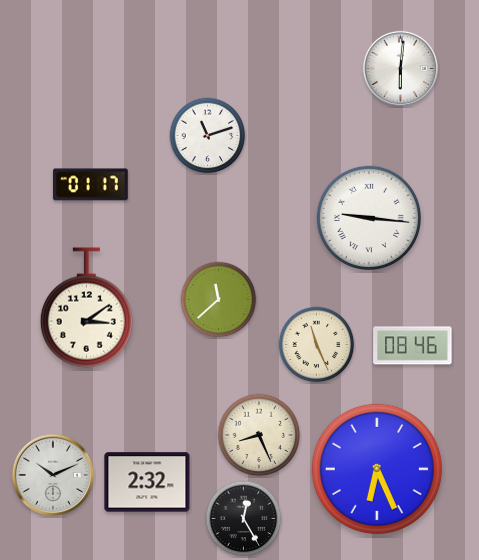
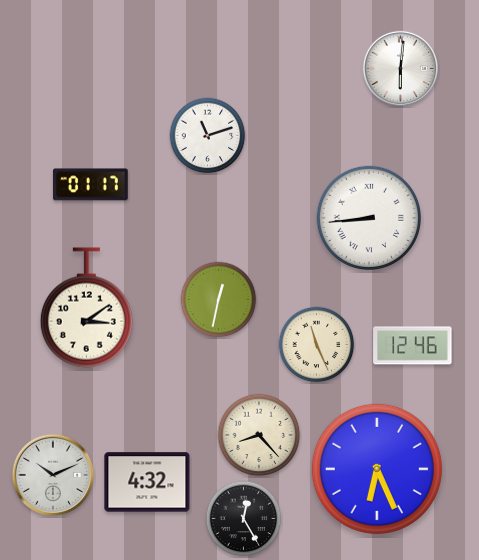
clock at (368, 217): 9:16 -> 8:44
clock at (219, 300): 11:38 -> 12:32
clock at (413, 346): 08:46 -> 12:46
clock at (259, 435): 8:26 -> 8:23
clock at (147, 482): 2:32 -> 4:32
